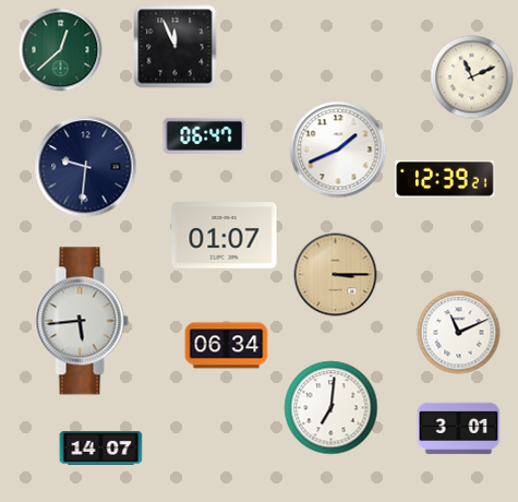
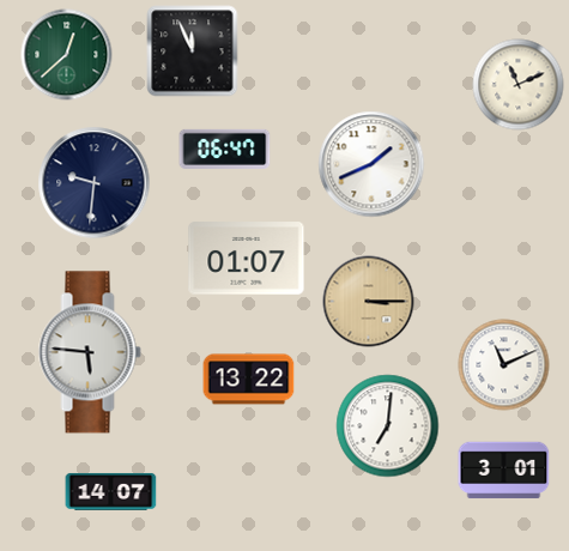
clock at (445, 179): 12:39 -> none
clock at (82, 321): 5:44 -> 5:46
clock at (227, 346): 06:34 -> 13:22
clock at (332, 408) position: (332, 408) -> (388, 426)
